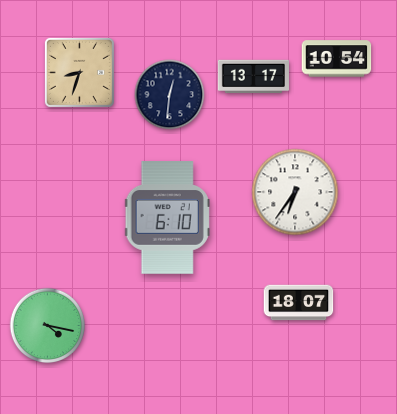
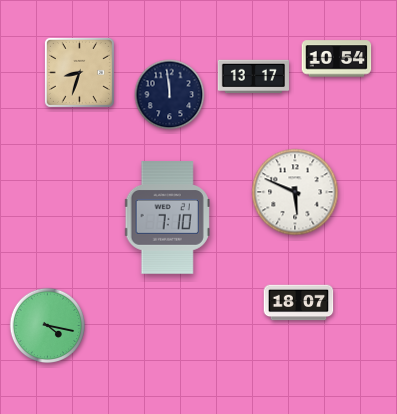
clock at (170, 95): 12:31 -> 11:59
clock at (295, 192): 6:36 -> 5:49
clock at (167, 218): 6:10 -> 7:10
